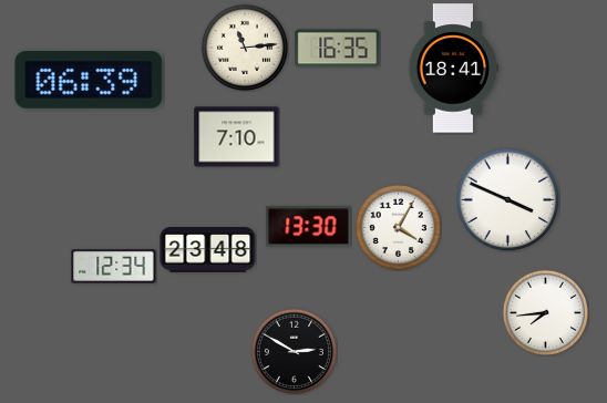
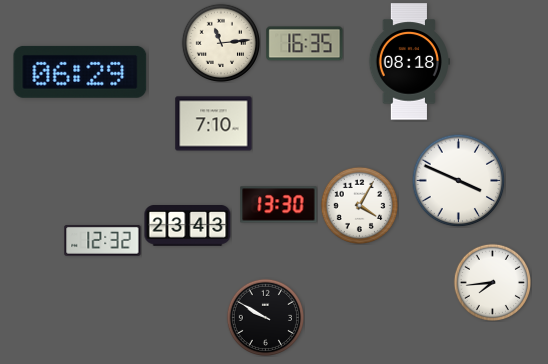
clock at (453, 69): 18:41 -> 08:18
clock at (89, 80): 06:39 -> 06:29
clock at (208, 250): 23:48 -> 23:43
clock at (114, 267): 12:34 -> 12:32
clock at (294, 351): 2:50 -> 9:50
